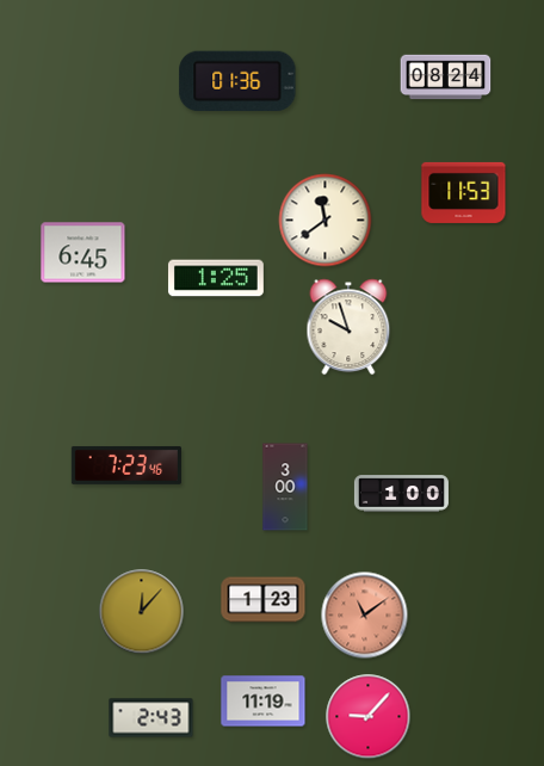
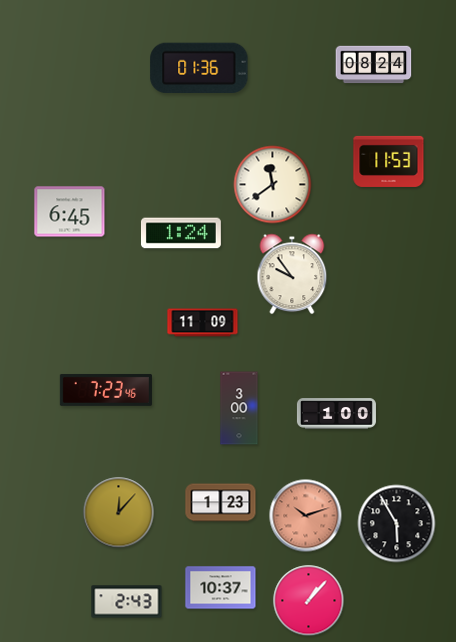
clock at (216, 278): 1:25 -> 1:24
clock at (348, 327): 9:57 -> 9:54
clock at (203, 323): none -> 11:09
clock at (365, 616): 11:09 -> 10:12
clock at (397, 524): none -> 5:55
clock at (264, 702): 11:19 -> 10:37
clock at (369, 717): 9:07 -> 1:07
